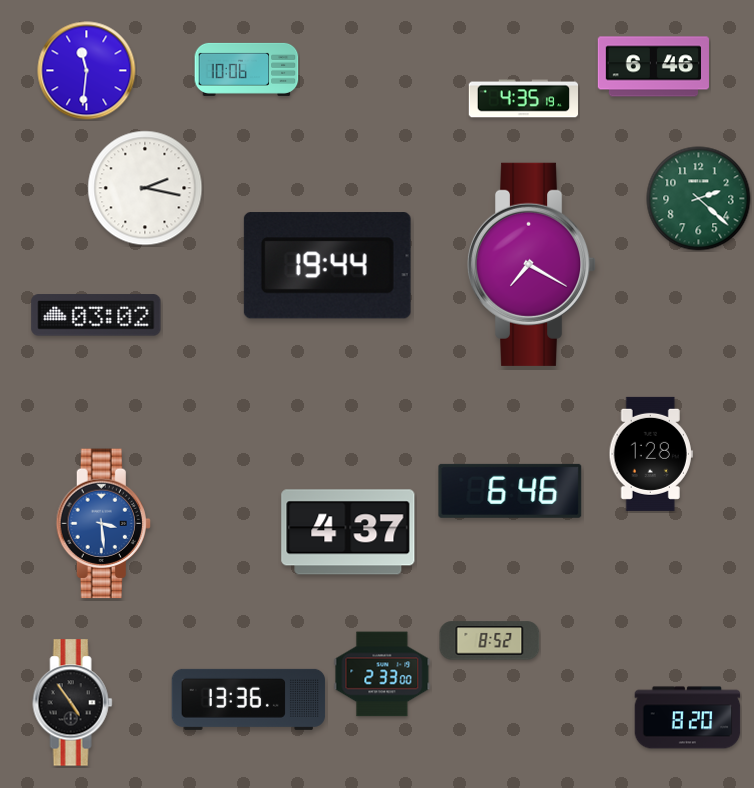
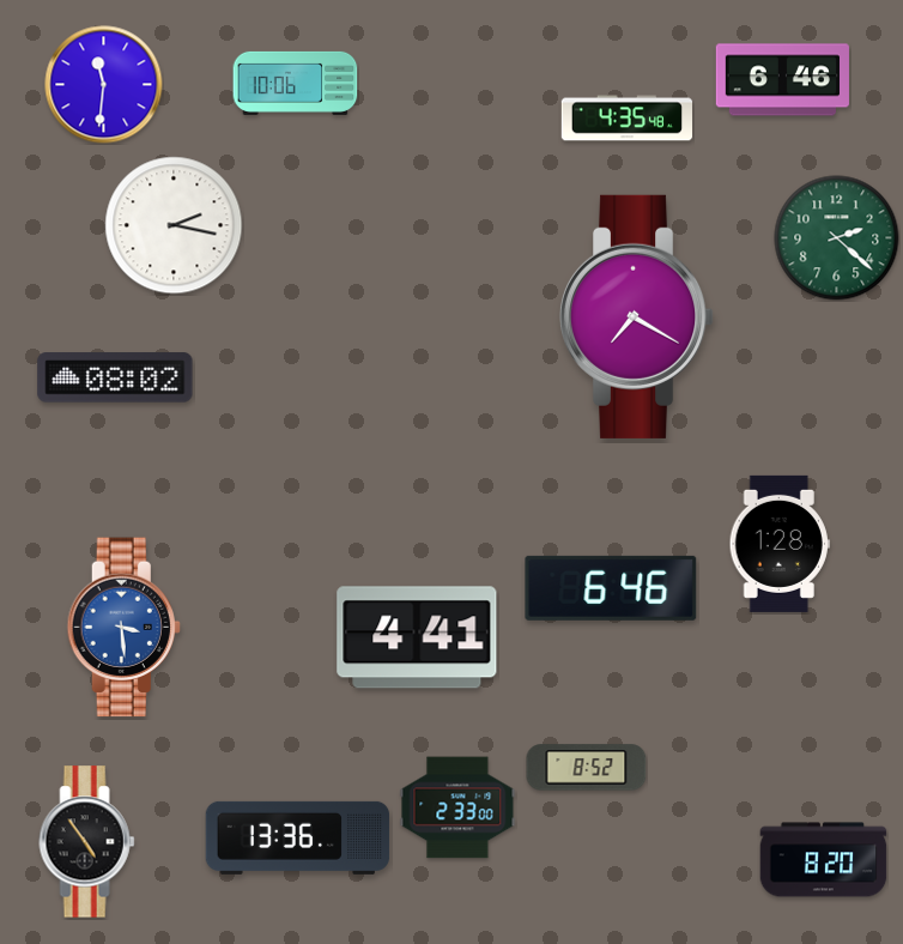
clock at (524, 99): 4:35:19 -> 4:35:48
clock at (327, 266): 19:44 -> none
clock at (96, 315): 03:02 -> 08:02
clock at (348, 532): 4:37 -> 4:41
